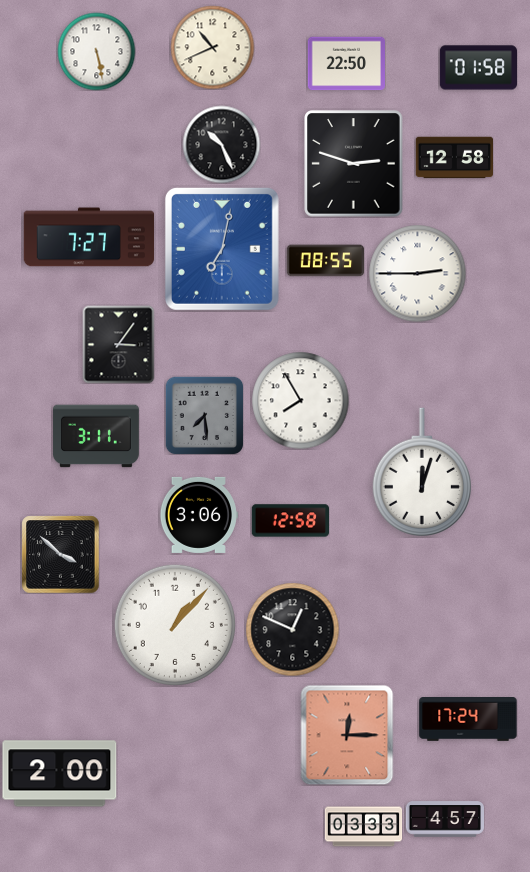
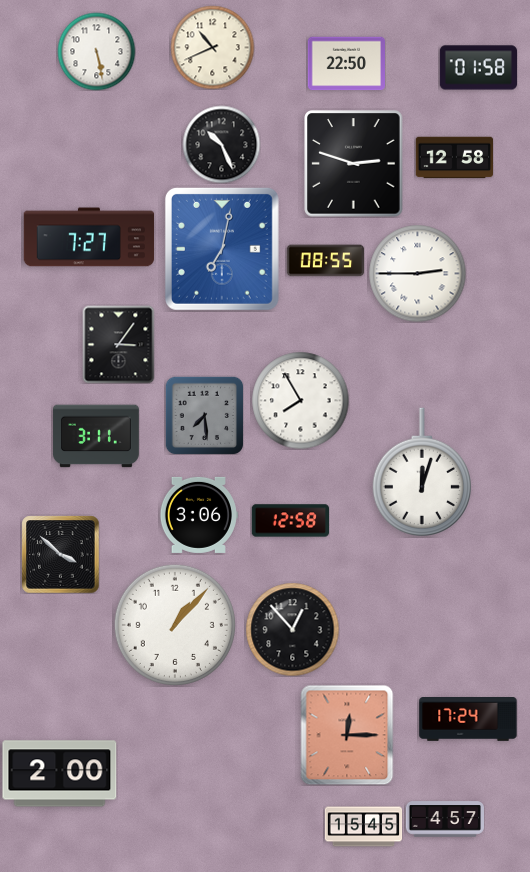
clock at (292, 629): 12:49 -> 12:53
clock at (363, 827): 03:33 -> 15:45
